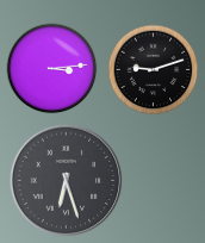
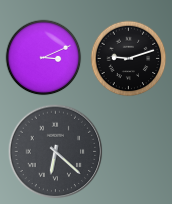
clock at (52, 69): 3:14 -> 3:11
clock at (67, 181): 6:27 -> 6:22
